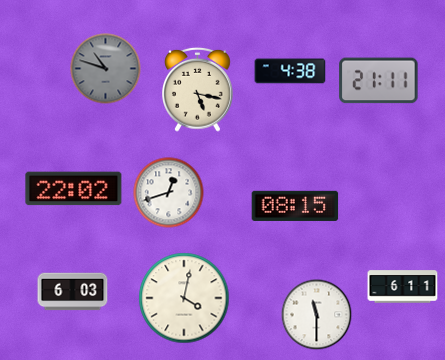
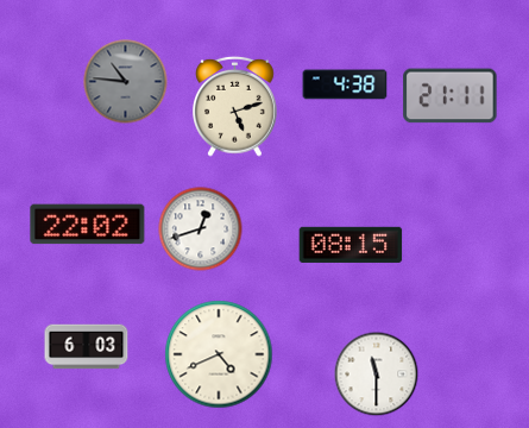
clock at (106, 69): 10:48 -> 10:46
clock at (198, 89): 5:17 -> 5:12
clock at (403, 287): 6:11 -> none
clock at (184, 298): 4:02 -> 4:41
